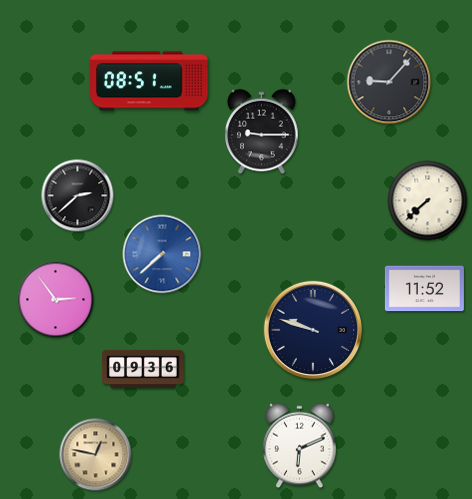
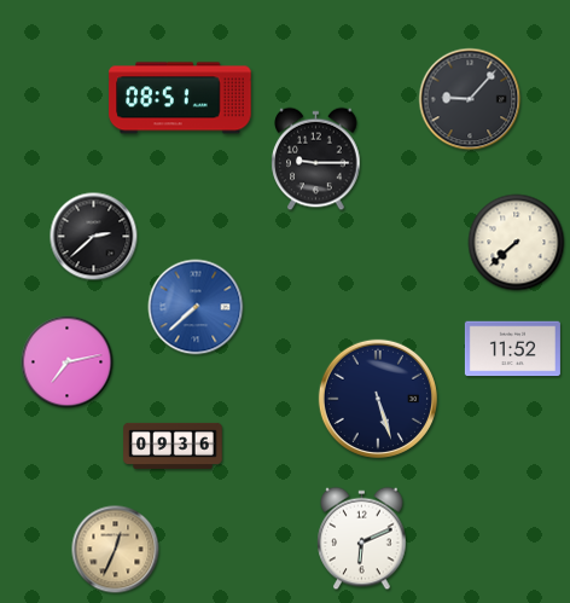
clock at (56, 300): 2:54 -> 7:13
clock at (313, 330): 9:48 -> 5:27
clock at (96, 455): 12:47 -> 12:34
